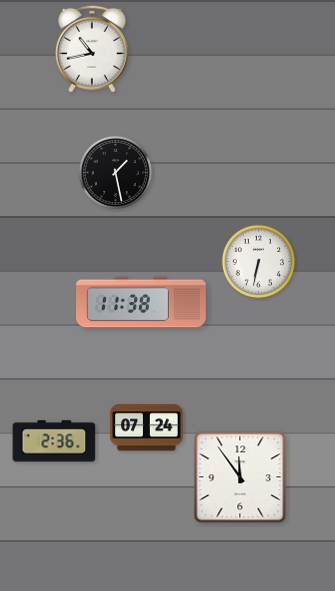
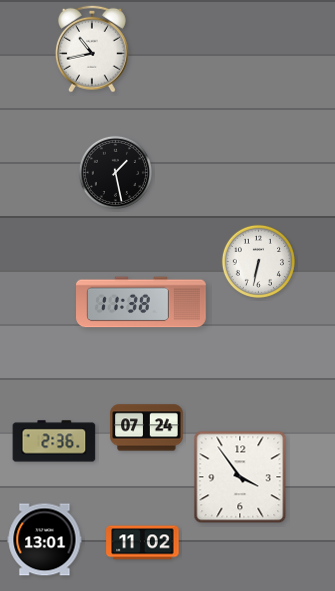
clock at (240, 477): 11:54 -> 3:54
clock at (45, 540): none -> 13:01
clock at (143, 543): none -> 11:02
